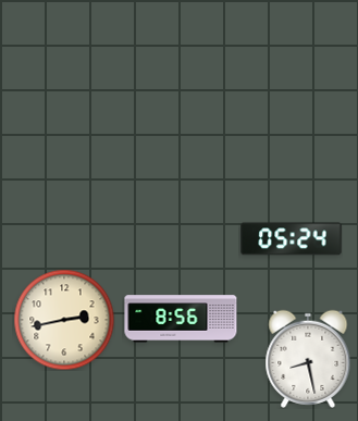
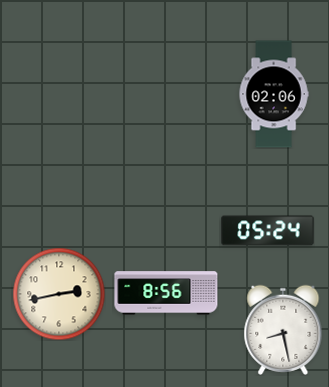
clock at (274, 94): none -> 02:06
clock at (292, 239) position: (292, 239) -> (268, 231)
